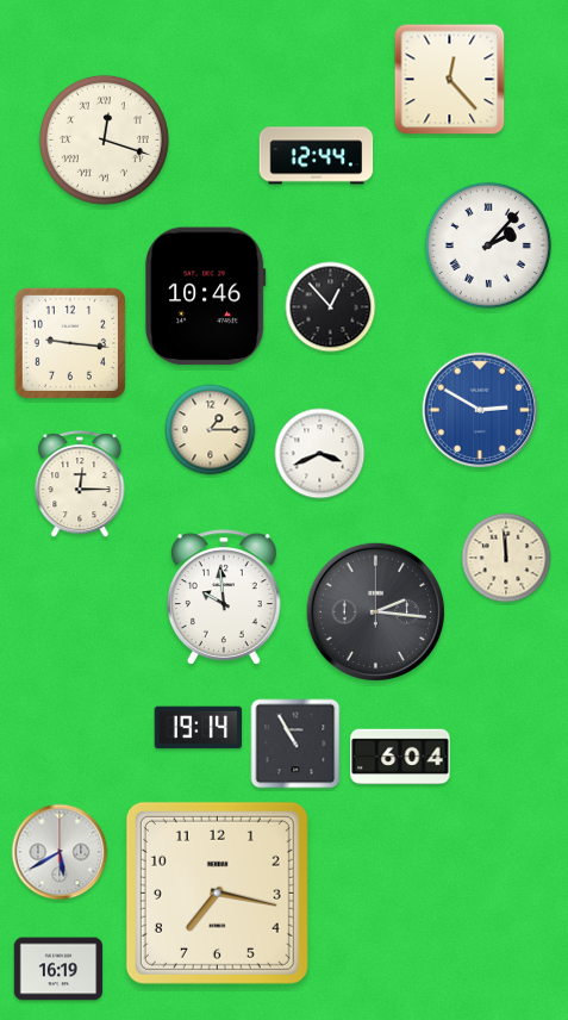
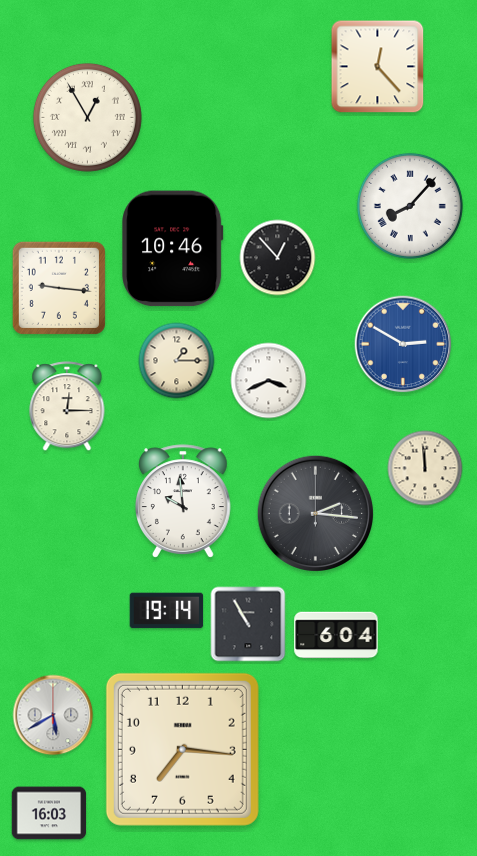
clock at (104, 139): 12:18 -> 12:55
clock at (317, 156): 12:44 -> none
clock at (488, 245): 2:07 -> 8:07
clock at (225, 597) position: (225, 597) -> (184, 501)
clock at (60, 852) position: (60, 852) -> (53, 715)
clock at (217, 893): 7:17 -> 7:16
clock at (58, 969): 16:19 -> 16:03
